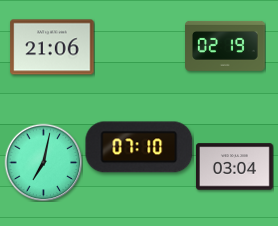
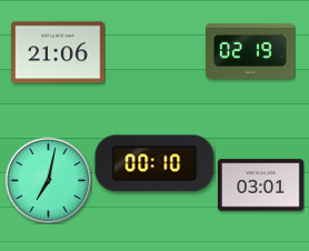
clock at (139, 147): 07:10 -> 00:10
clock at (234, 167): 03:04 -> 03:01
